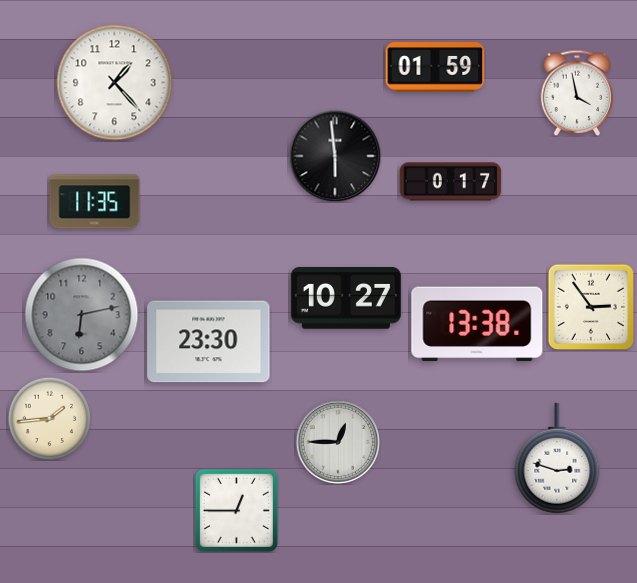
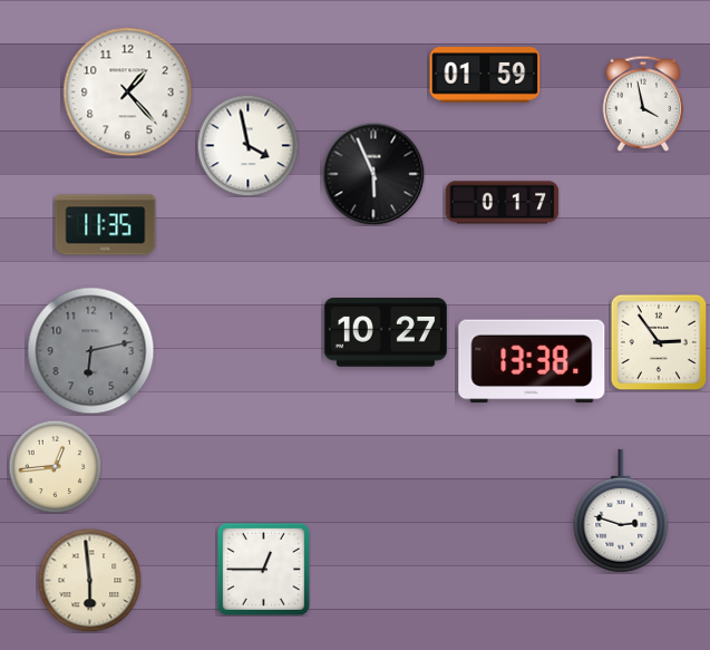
clock at (247, 145): none -> 3:58
clock at (335, 156): 5:59 -> 5:56
clock at (209, 342): 23:30 -> none
clock at (49, 418): 1:44 -> 12:44
clock at (338, 442): 12:45 -> none
clock at (89, 580): none -> 5:59
